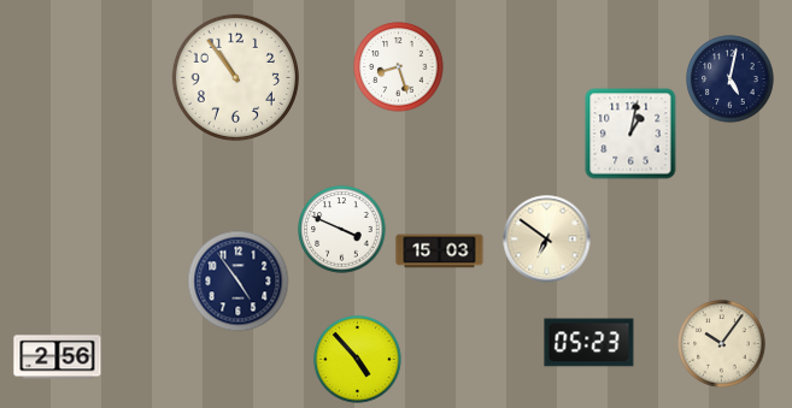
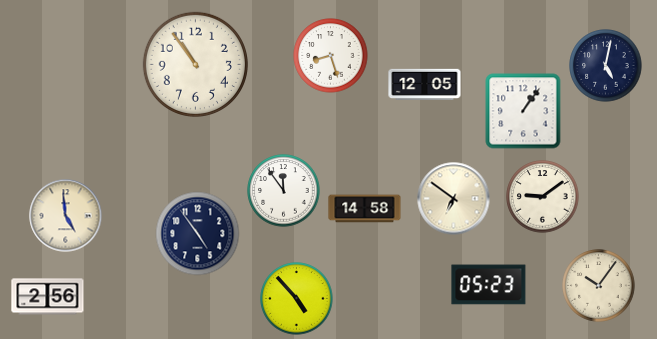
clock at (425, 84): none -> 12:05
clock at (630, 134): 1:02 -> 1:06
clock at (342, 230): 3:49 -> 11:54
clock at (543, 197): none -> 9:09
clock at (440, 252): 15:03 -> 14:58
clock at (66, 216): none -> 4:59
